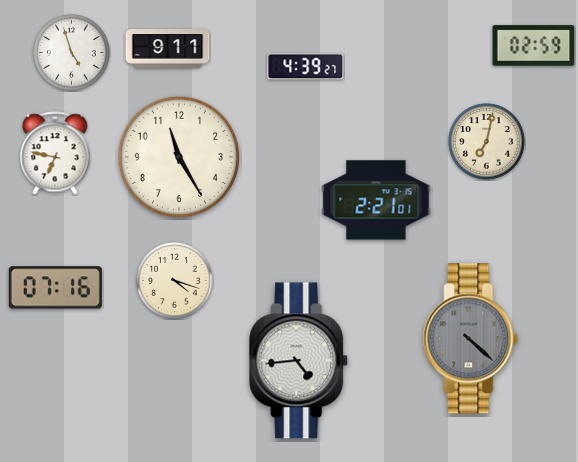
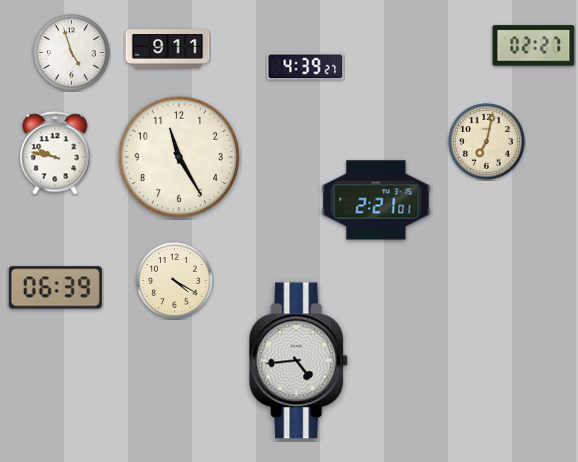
clock at (534, 46): 02:59 -> 02:27
clock at (55, 153): 6:47 -> 9:47
clock at (175, 281): 4:18 -> 4:20
clock at (55, 288): 07:16 -> 06:39
clock at (471, 339): 4:22 -> none
